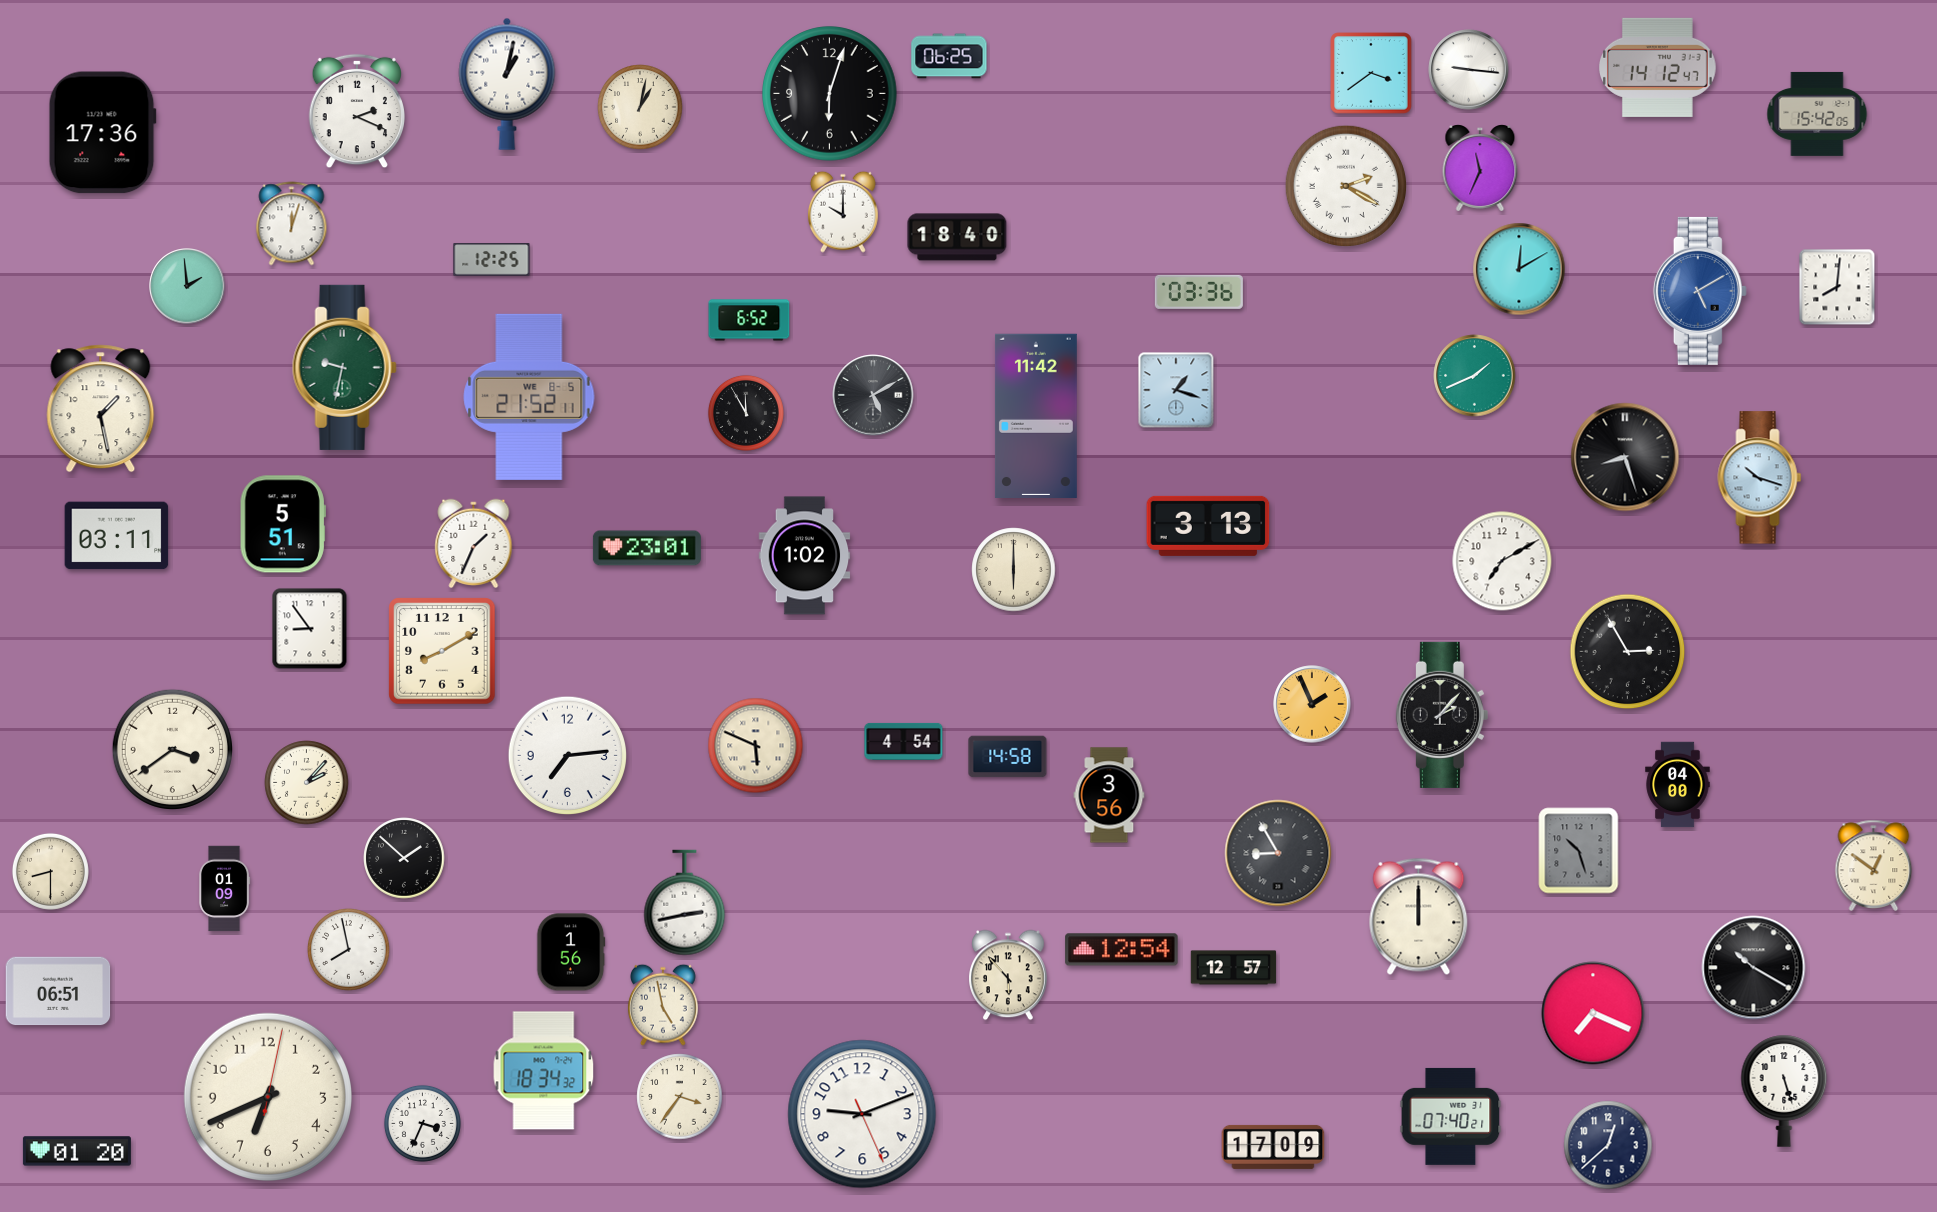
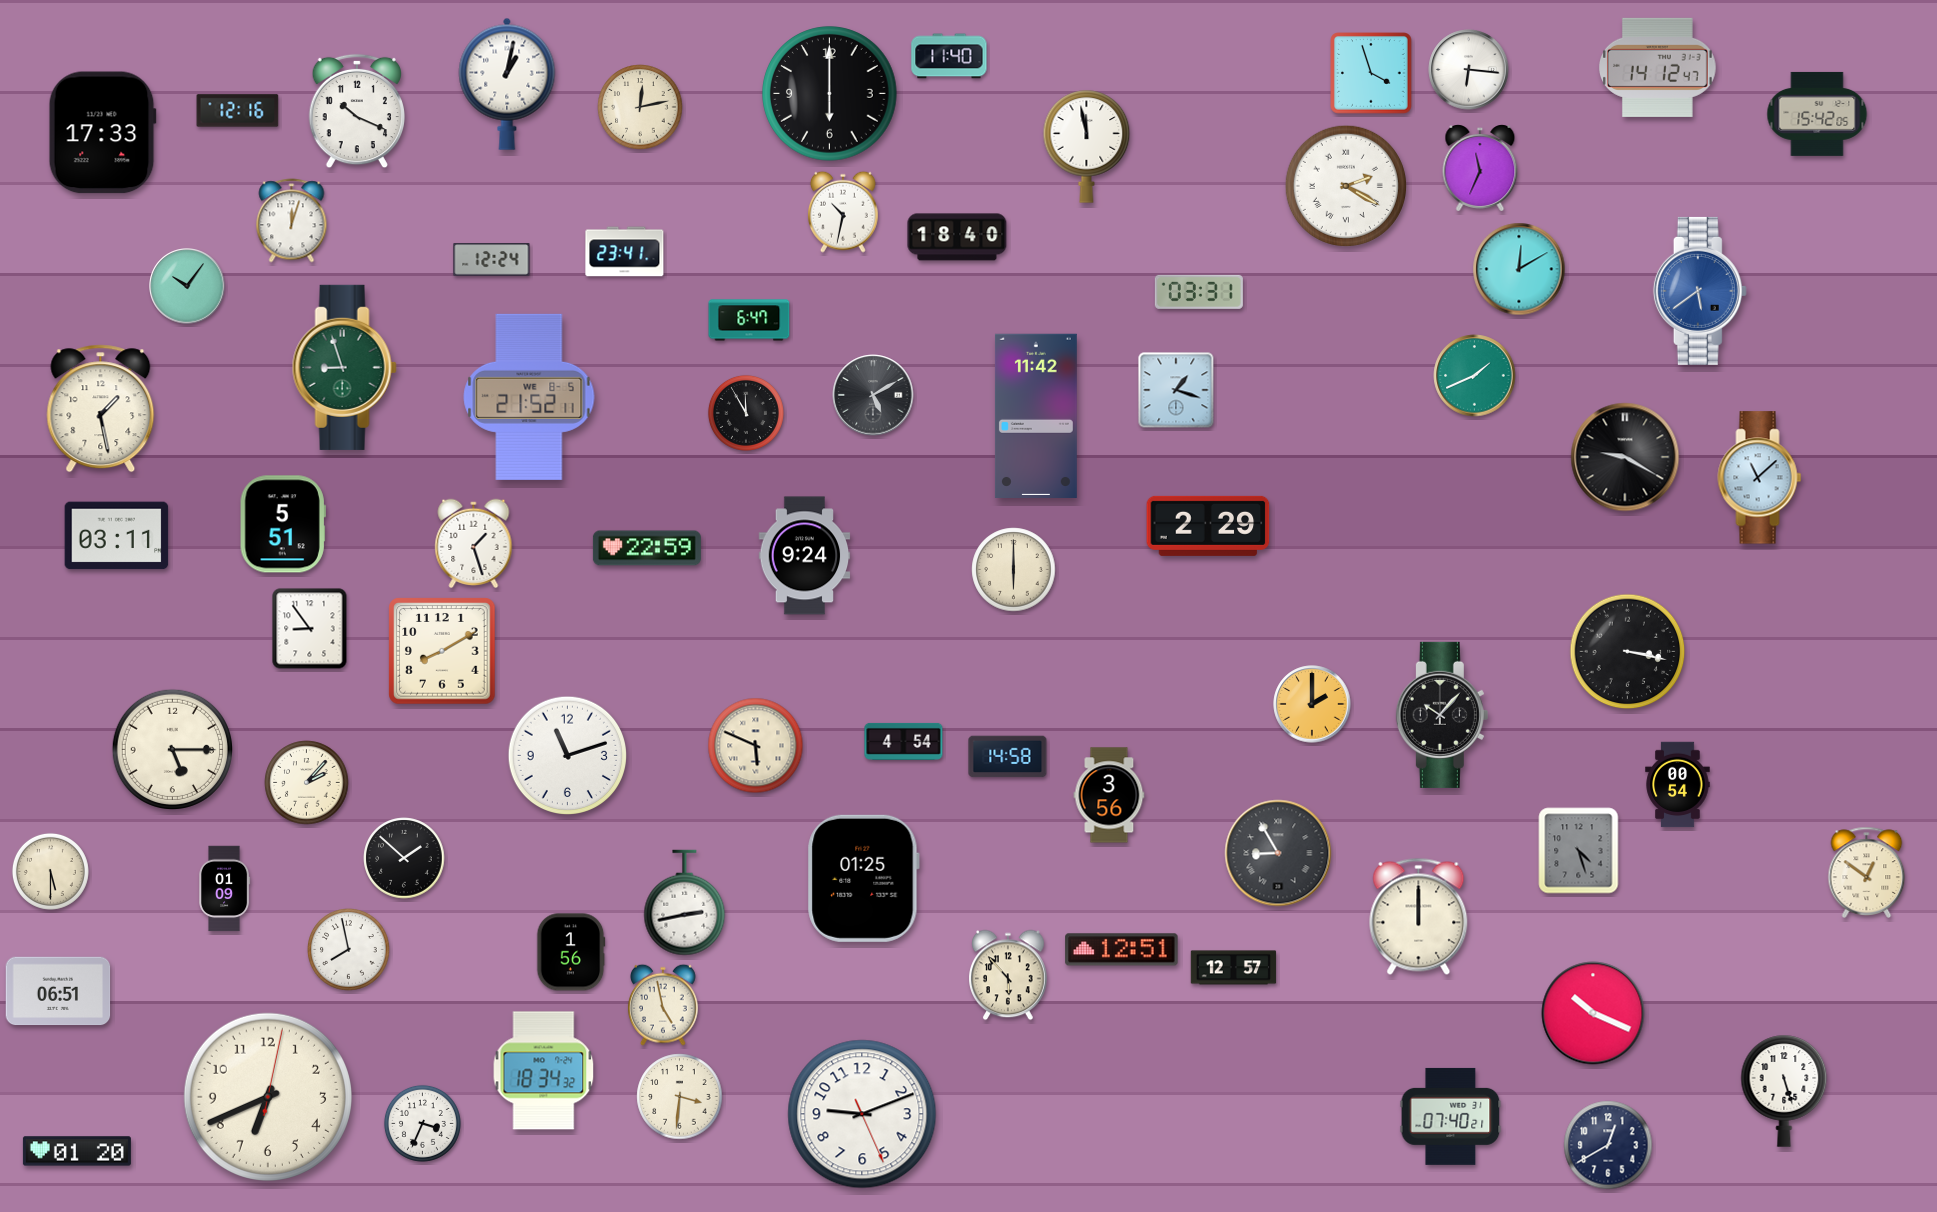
clock at (949, 56): 06:25 -> 11:40
clock at (1469, 70): 9:16 -> 6:16
clock at (1371, 73): 3:39 -> 3:57
clock at (830, 94): 6:03 -> 6:00
clock at (640, 107): 1:02 -> 12:13
clock at (238, 111): none -> 12:16
clock at (356, 111): 2:19 -> 10:19
clock at (102, 133): 17:36 -> 17:33
clock at (1087, 147): none -> 11:58
clock at (843, 212): 10:00 -> 10:32
clock at (292, 224) position: (292, 224) -> (292, 221)
clock at (625, 252): none -> 23:41
clock at (492, 260): 12:25 -> 12:24
clock at (187, 286): 1:59 -> 10:06
clock at (1837, 287): 8:01 -> none
clock at (1700, 291): 5:10 -> 5:39
clock at (1199, 292): 03:36 -> 03:31
clock at (749, 320): 6:52 -> 6:47
clock at (344, 367): 9:32 -> 8:57
clock at (1625, 457): 8:27 -> 9:20
clock at (1760, 478): 10:18 -> 11:08
clock at (1208, 526): 3:13 -> 2:29
clock at (474, 544): 1:34 -> 1:27
clock at (647, 548): 23:01 -> 22:59
clock at (805, 556): 1:02 -> 9:24
clock at (1502, 561): 7:10 -> none
clock at (1628, 652): 2:55 -> 3:17
clock at (1312, 704): 1:56 -> 2:00
clock at (1442, 715): 2:07 -> 10:07
clock at (172, 749): 3:39 -> 5:15
clock at (568, 756): 7:14 -> 11:12
clock at (1678, 785): 04:00 -> 00:54
clock at (1579, 851): 10:27 -> 4:27
clock at (1874, 865) position: (1874, 865) -> (1867, 872)
clock at (50, 871): 8:30 -> 5:30
clock at (863, 878): none -> 01:25
clock at (1122, 950): 12:54 -> 12:51
clock at (1754, 968): 10:20 -> none
clock at (1593, 1013): 7:19 -> 10:19
clock at (680, 1097): 3:36 -> 3:31
clock at (1608, 1145): 12:38 -> 12:40
clock at (1273, 1147): 17:09 -> none
